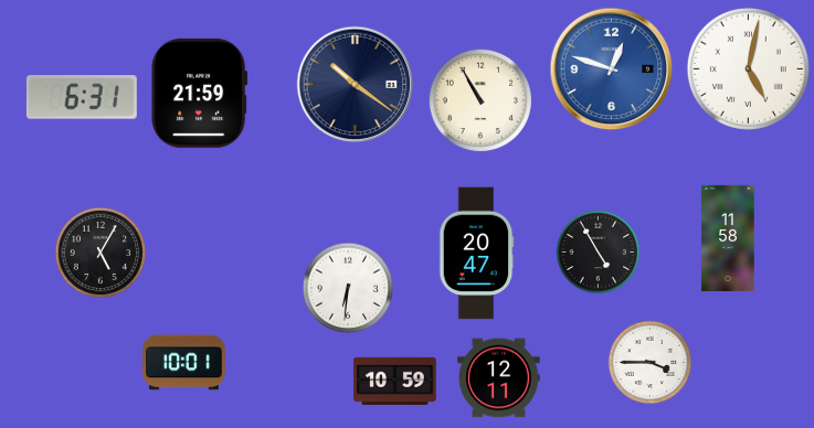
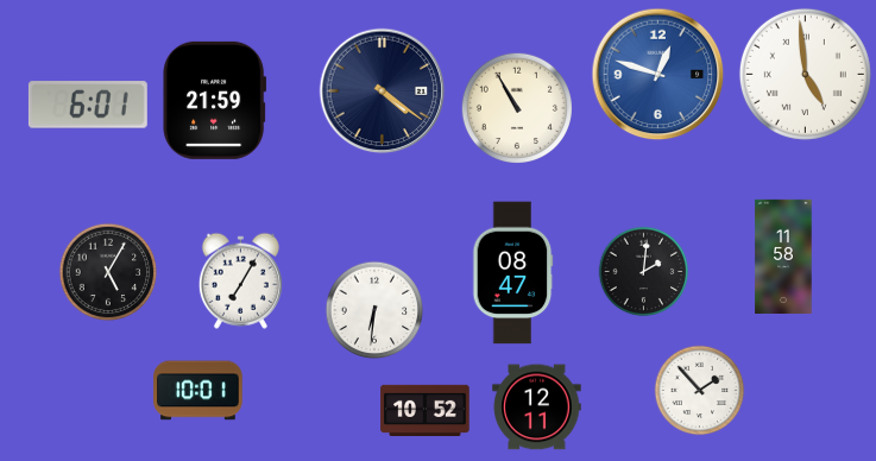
clock at (748, 68): 5:02 -> 4:59
clock at (356, 85): 10:21 -> 4:21
clock at (82, 97): 6:31 -> 6:01
clock at (599, 253): 4:55 -> 2:01
clock at (476, 254): 20:47 -> 08:47
clock at (240, 280): none -> 7:05
clock at (651, 363): 3:45 -> 1:53
clock at (395, 381): 10:59 -> 10:52
